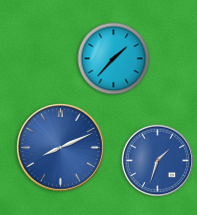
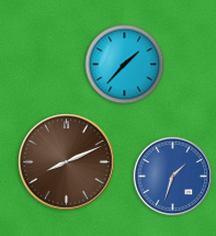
clock at (61, 148) dial: blue -> brown
